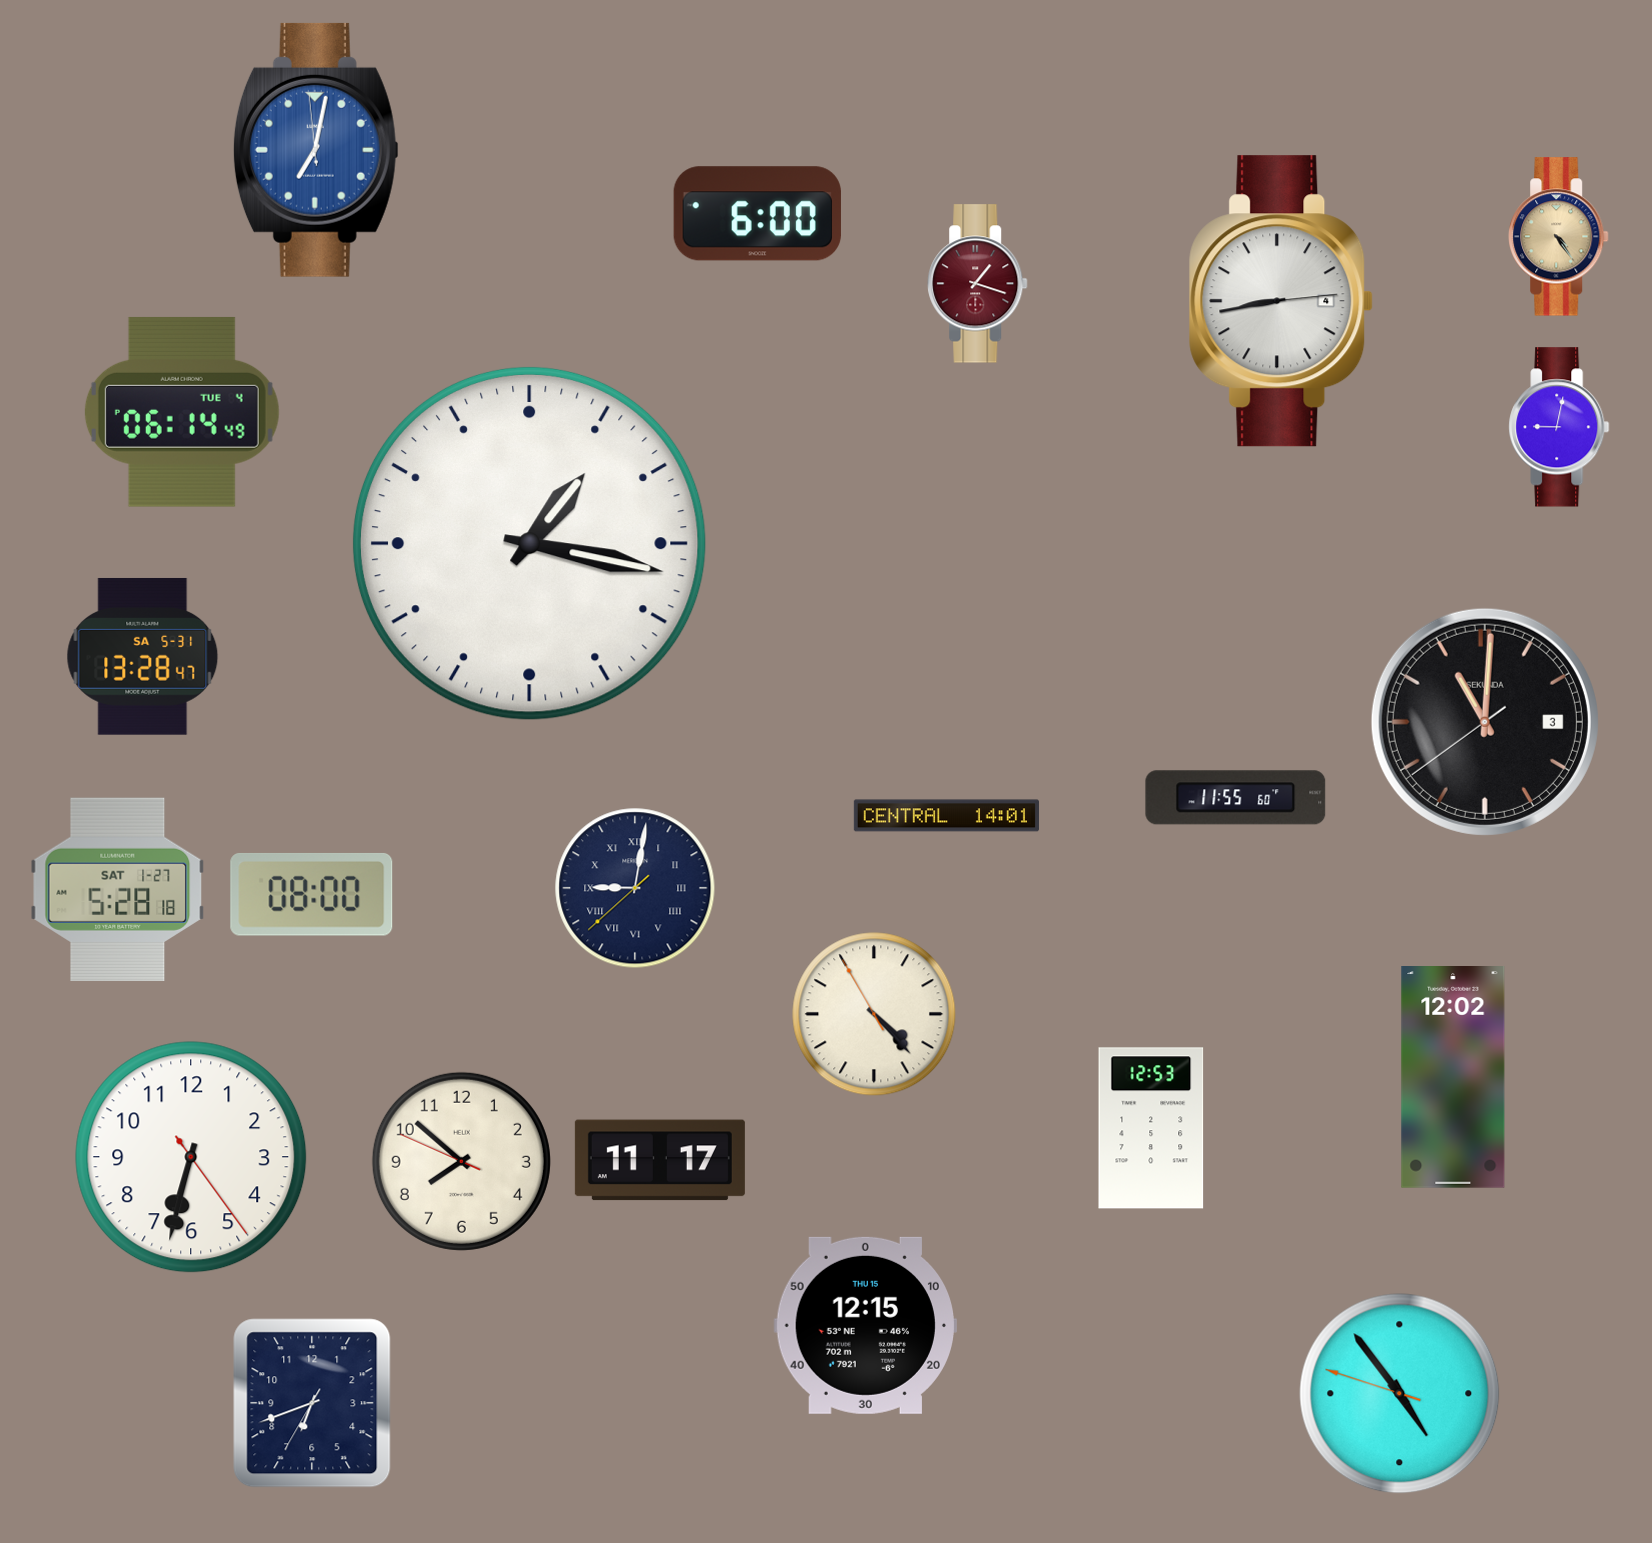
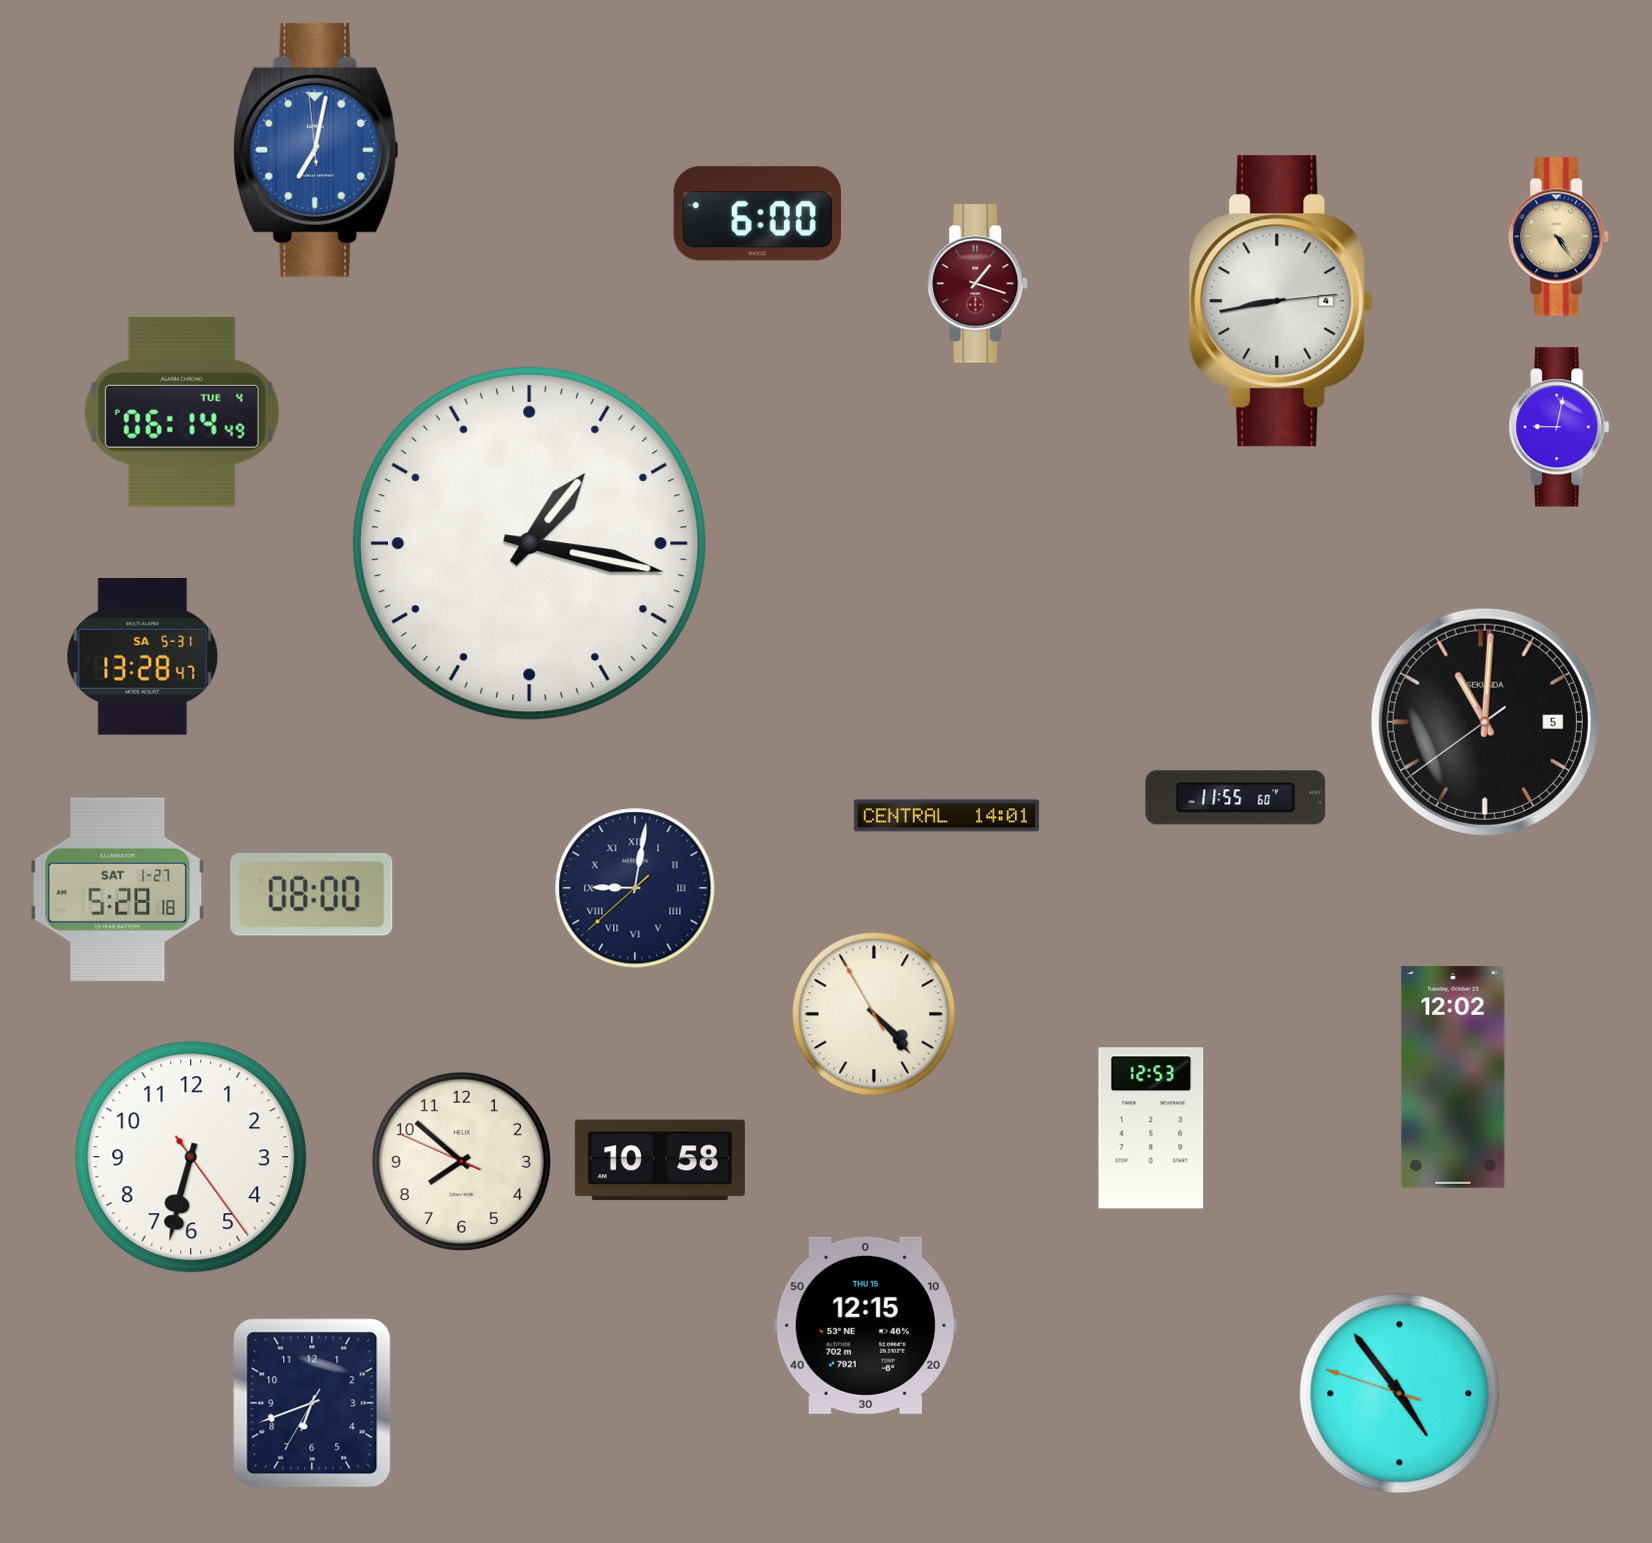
clock at (1485, 722) date: 3 -> 5
clock at (660, 1160): 11:17 -> 10:58
